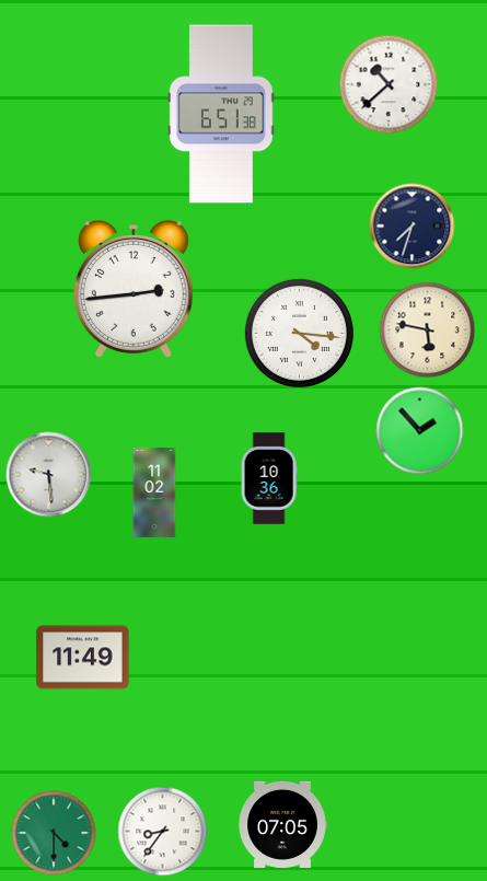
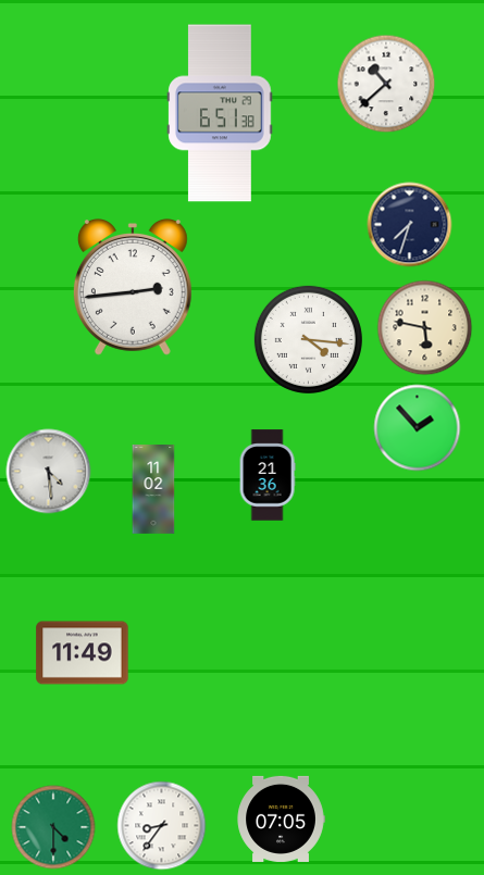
clock at (299, 333) position: (299, 333) -> (308, 339)
clock at (49, 475): 9:29 -> 4:29
clock at (269, 478): 10:36 -> 21:36
